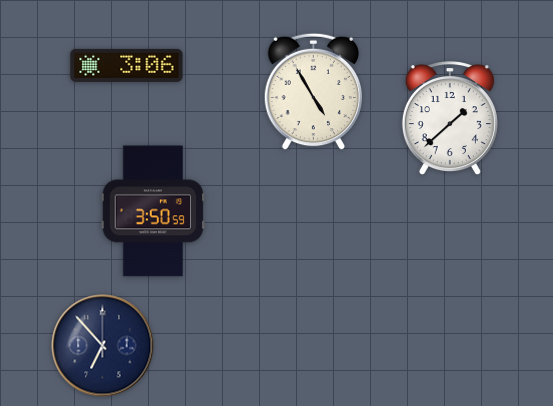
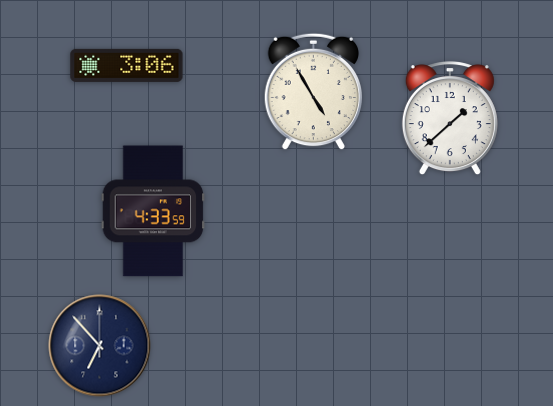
clock at (153, 211): 3:50 -> 4:33
clock at (103, 346) position: (103, 346) -> (100, 346)
